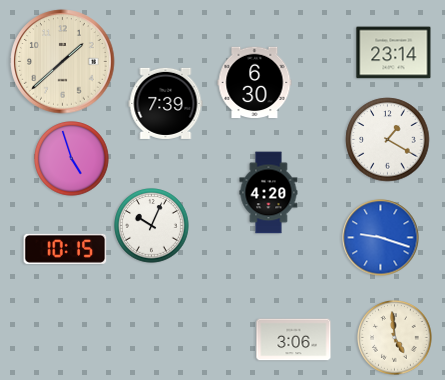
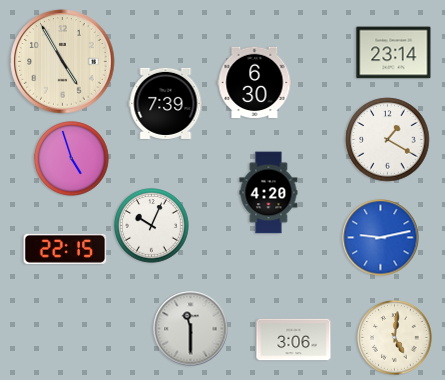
clock at (63, 62): 1:38 -> 4:55
clock at (381, 238): 9:18 -> 9:13
clock at (65, 249): 10:15 -> 22:15
clock at (191, 329): none -> 11:30
clock at (395, 338): 4:59 -> 5:01
